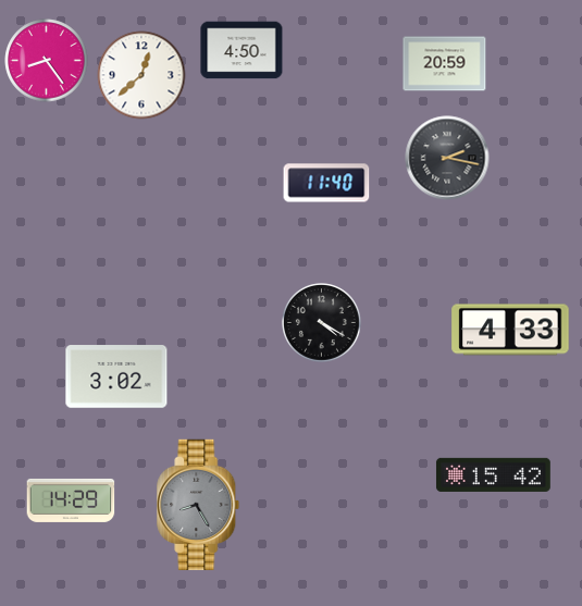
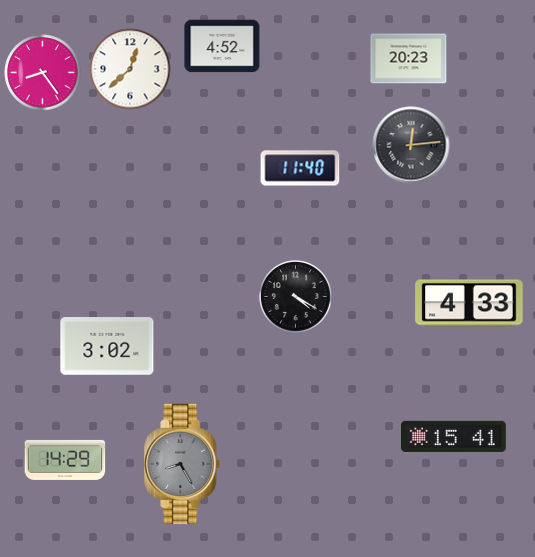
clock at (242, 50): 4:50 -> 4:52
clock at (47, 61) position: (47, 61) -> (43, 73)
clock at (445, 64): 20:59 -> 20:23
clock at (447, 158): 2:17 -> 12:14
clock at (493, 474): 15:42 -> 15:41
